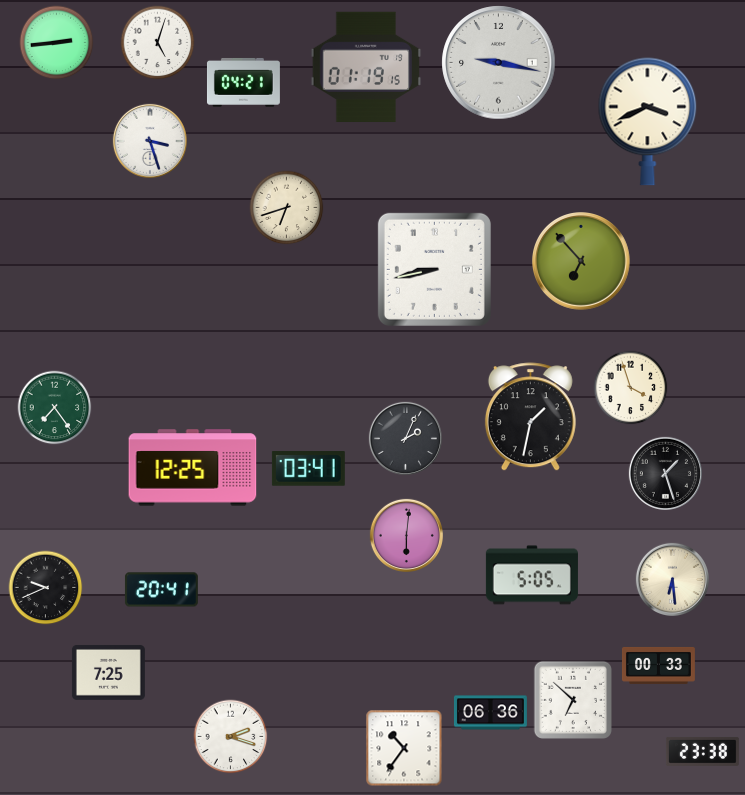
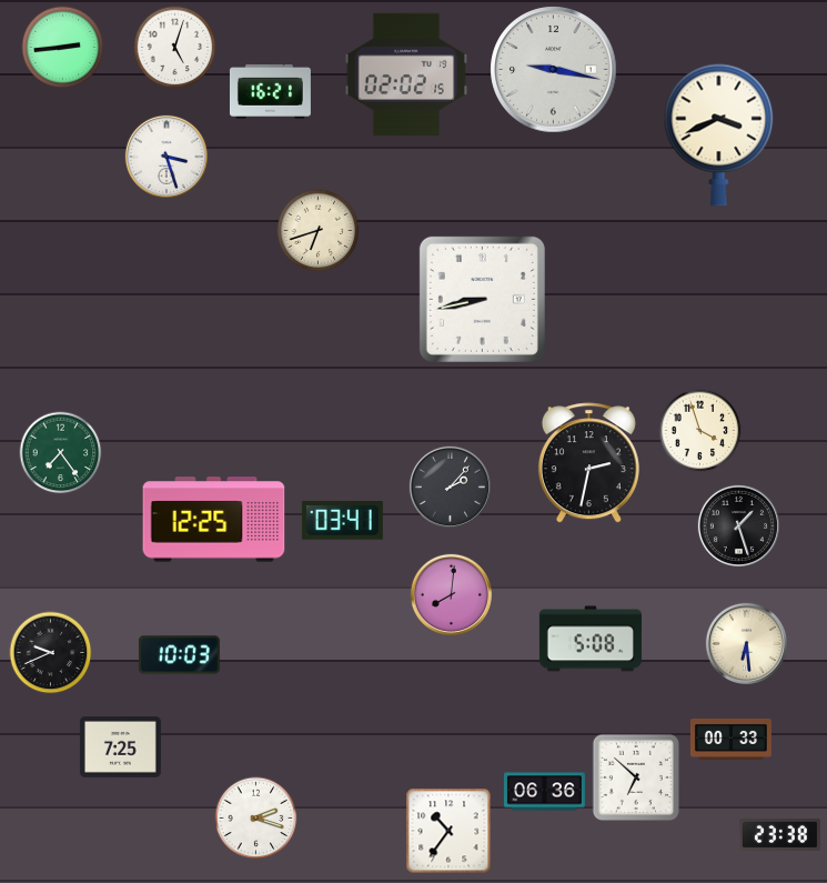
clock at (366, 67): 01:19 -> 02:02
clock at (243, 82): 04:21 -> 16:21
clock at (582, 262): 6:53 -> none
clock at (530, 417): 1:32 -> 2:32
clock at (405, 438): 2:04 -> 2:07
clock at (406, 535): 6:01 -> 8:01
clock at (532, 575): 5:05 -> 5:08
clock at (161, 590): 20:41 -> 10:03
